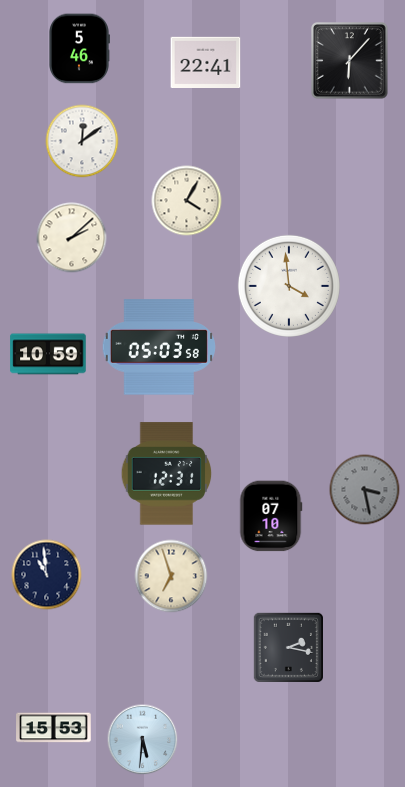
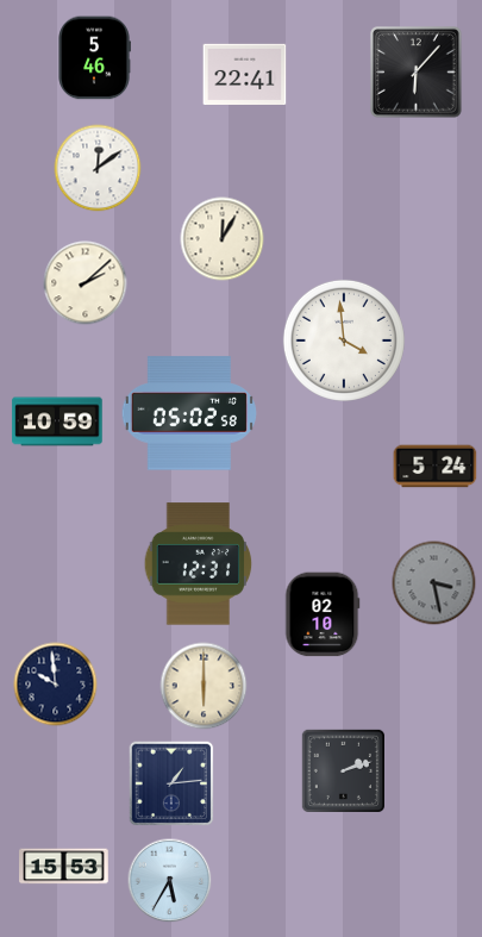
clock at (187, 201): 4:05 -> 12:05
clock at (159, 347): 05:03 -> 05:02
clock at (436, 467): none -> 5:24
clock at (271, 516): 07:10 -> 02:10
clock at (47, 575): 10:59 -> 9:59
clock at (171, 576): 6:57 -> 6:00
clock at (288, 647): 2:17 -> 2:12
clock at (171, 783): none -> 1:14
clock at (143, 740): 5:31 -> 5:35
